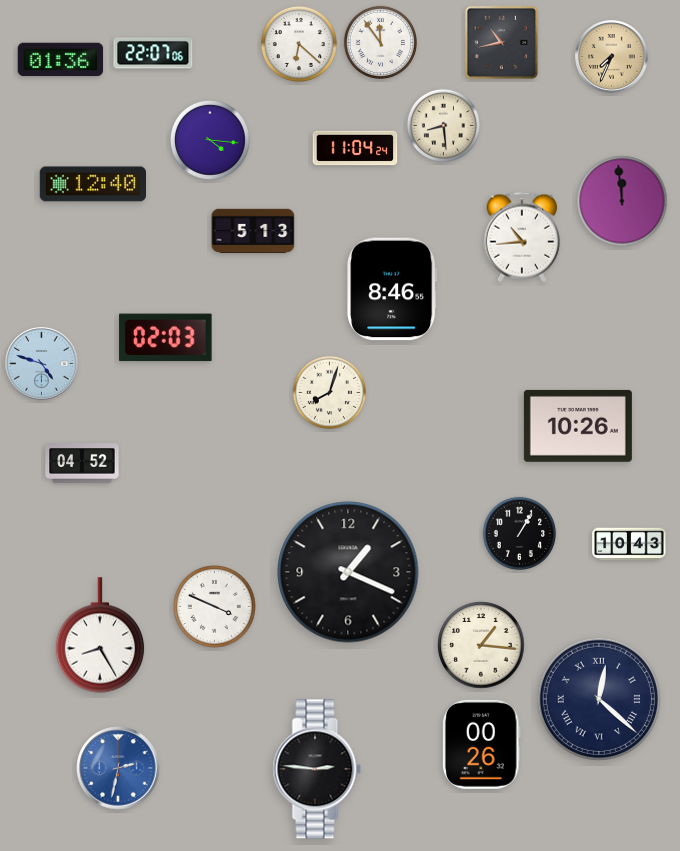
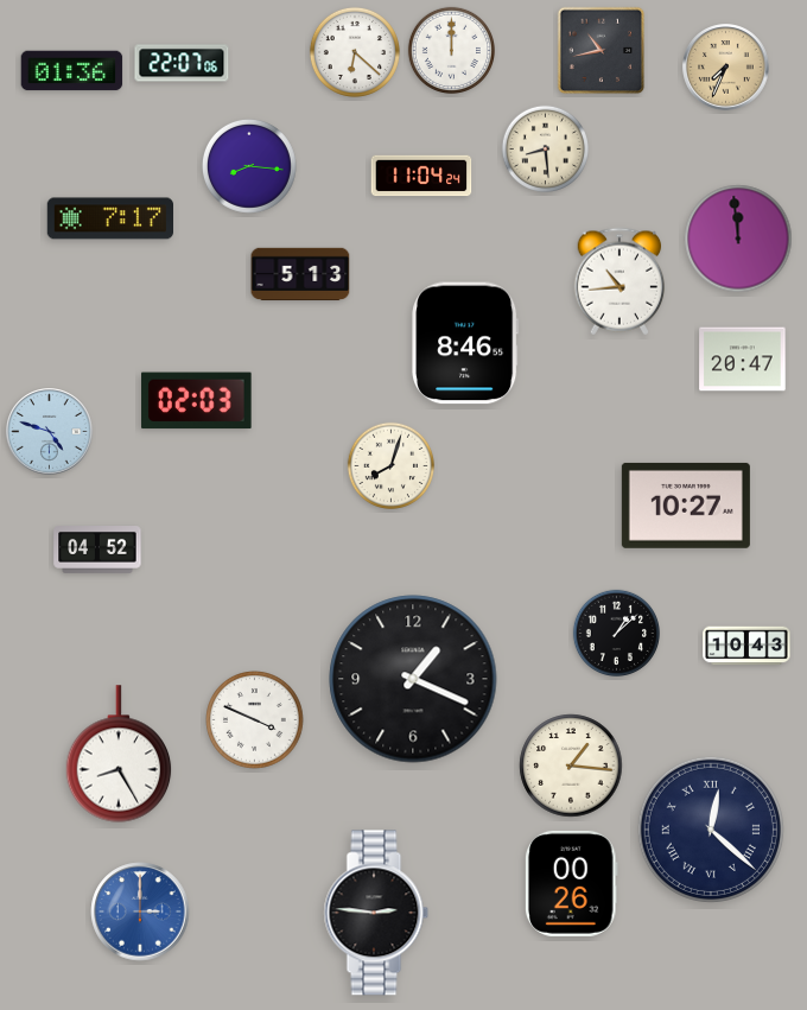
clock at (380, 42): 11:54 -> 12:00
clock at (502, 43) position: (502, 43) -> (602, 51)
clock at (443, 125) position: (443, 125) -> (545, 148)
clock at (210, 140): 4:16 -> 8:16
clock at (92, 184): 12:40 -> 7:17
clock at (743, 360): none -> 20:47
clock at (578, 426): 10:26 -> 10:27
clock at (519, 533): 1:05 -> 1:08
clock at (118, 768): 2:32 -> 3:00
